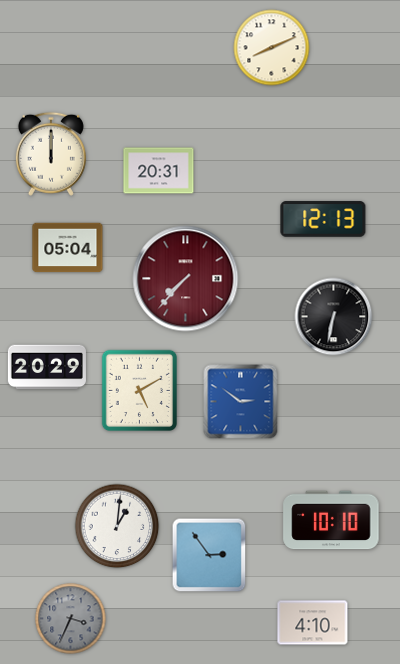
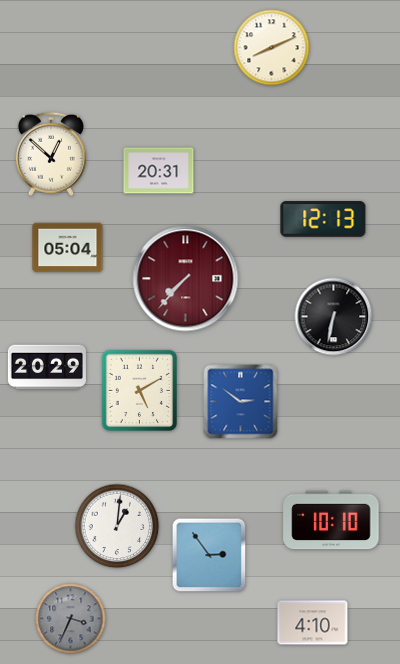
clock at (51, 154): 12:00 -> 12:52
